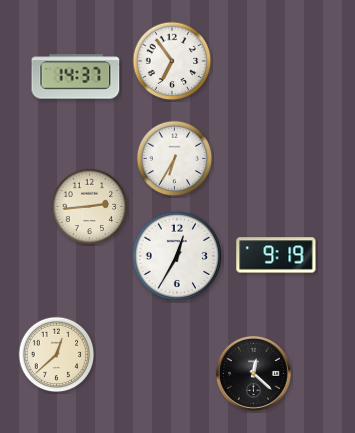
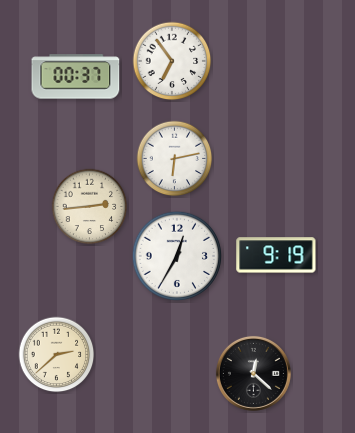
clock at (76, 77): 14:37 -> 00:37
clock at (175, 159): 6:35 -> 6:13
clock at (57, 355): 12:38 -> 2:38
